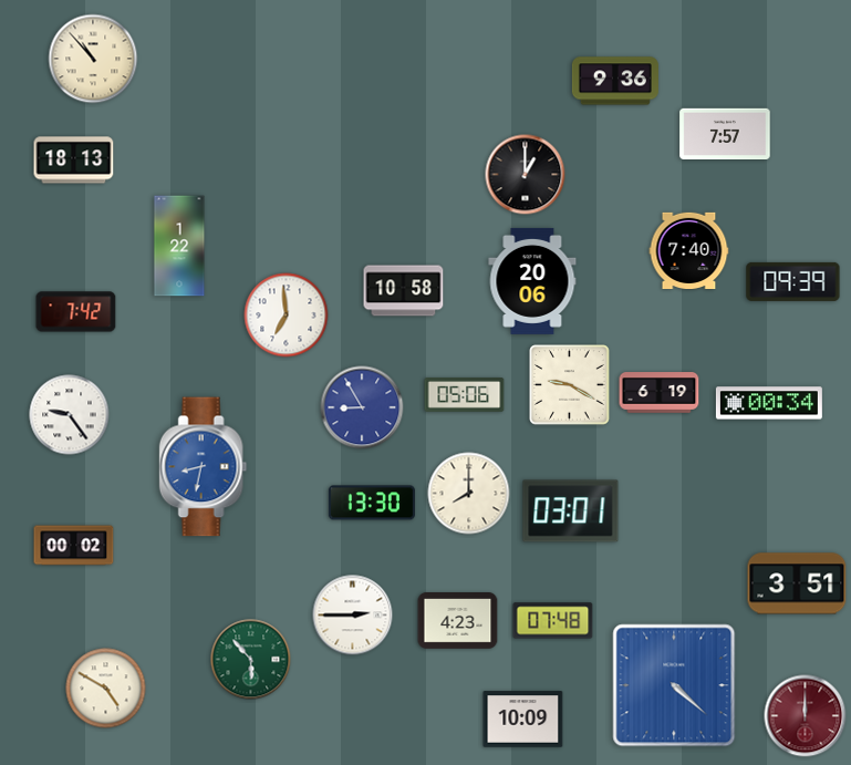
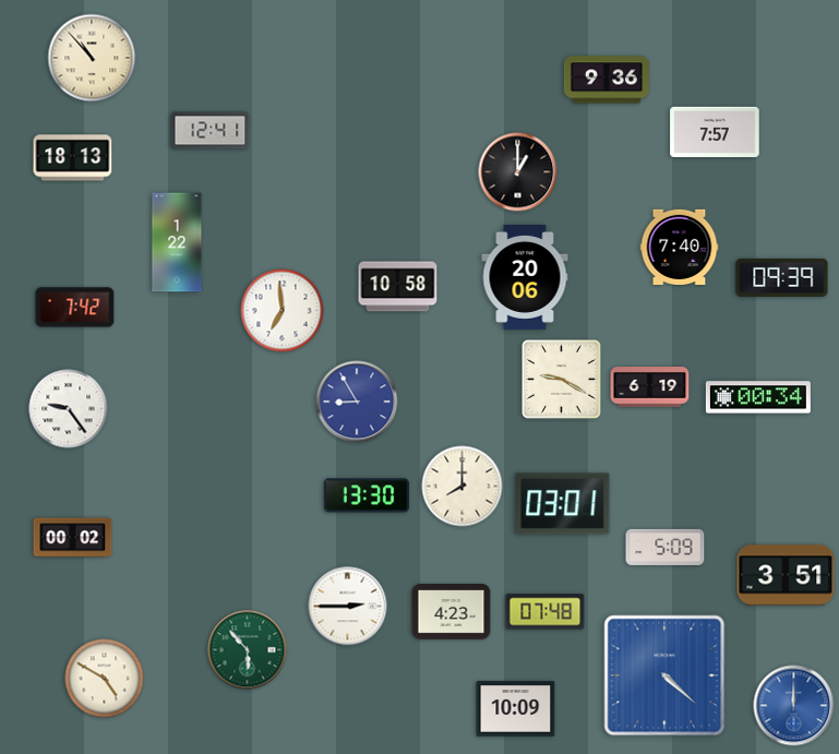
clock at (211, 131): none -> 12:41
clock at (465, 395): 05:06 -> none
clock at (204, 467): 8:32 -> none
clock at (666, 547): none -> 5:09
clock at (806, 716) dial: burgundy -> blue
